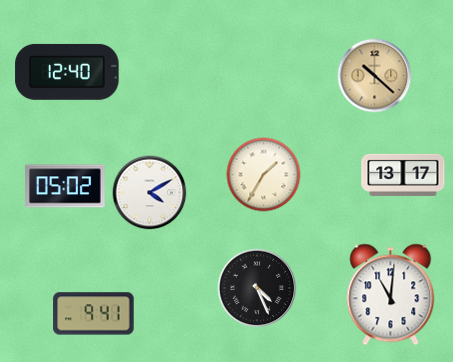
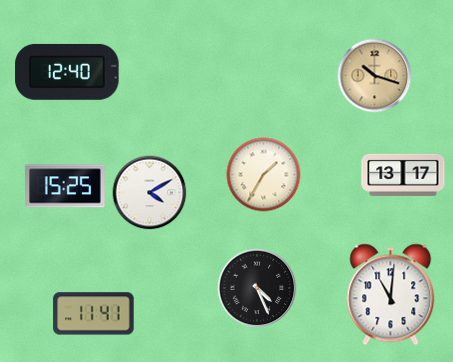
clock at (375, 76): 10:22 -> 10:18
clock at (65, 186): 05:02 -> 15:25
clock at (94, 314): 9:41 -> 11:41
